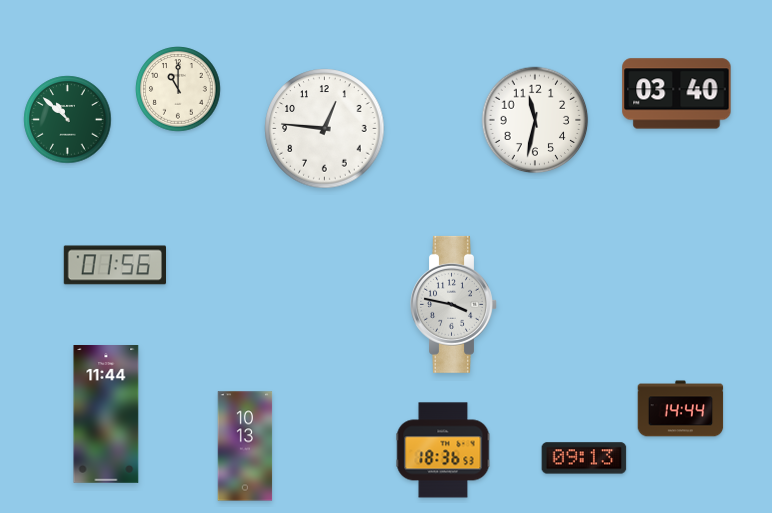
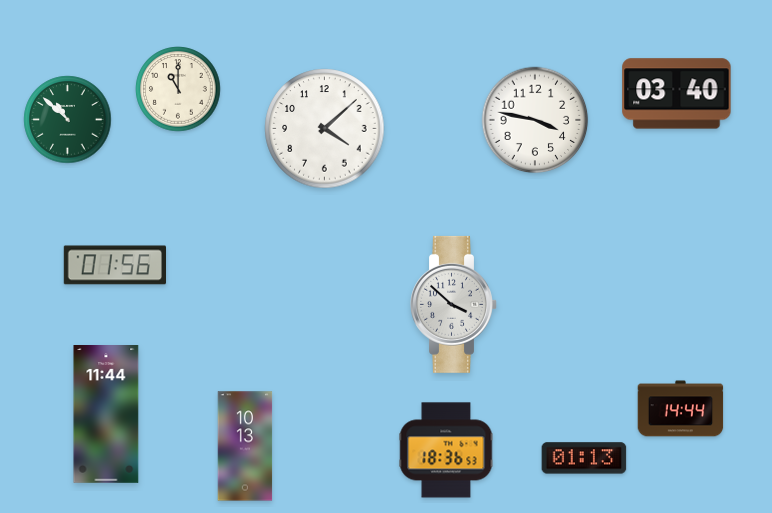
clock at (535, 120): 11:32 -> 3:47
clock at (325, 129): 12:46 -> 4:08
clock at (454, 304): 3:47 -> 3:52
clock at (443, 450) position: (443, 450) -> (446, 450)
clock at (584, 458): 09:13 -> 01:13
